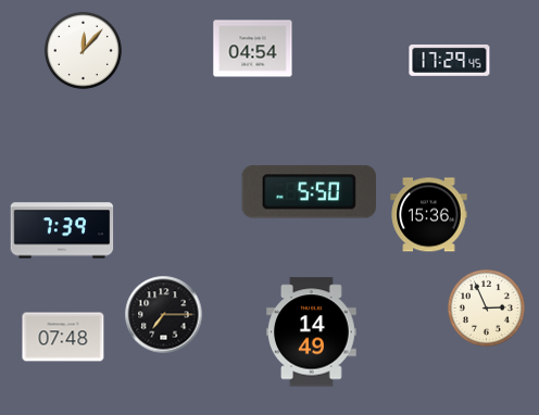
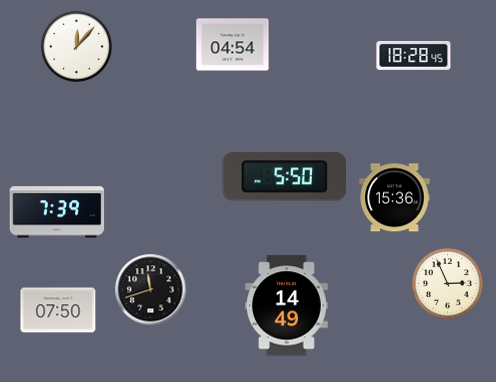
clock at (450, 60): 17:29 -> 18:28
clock at (164, 315): 7:15 -> 11:42
clock at (63, 337): 07:48 -> 07:50
